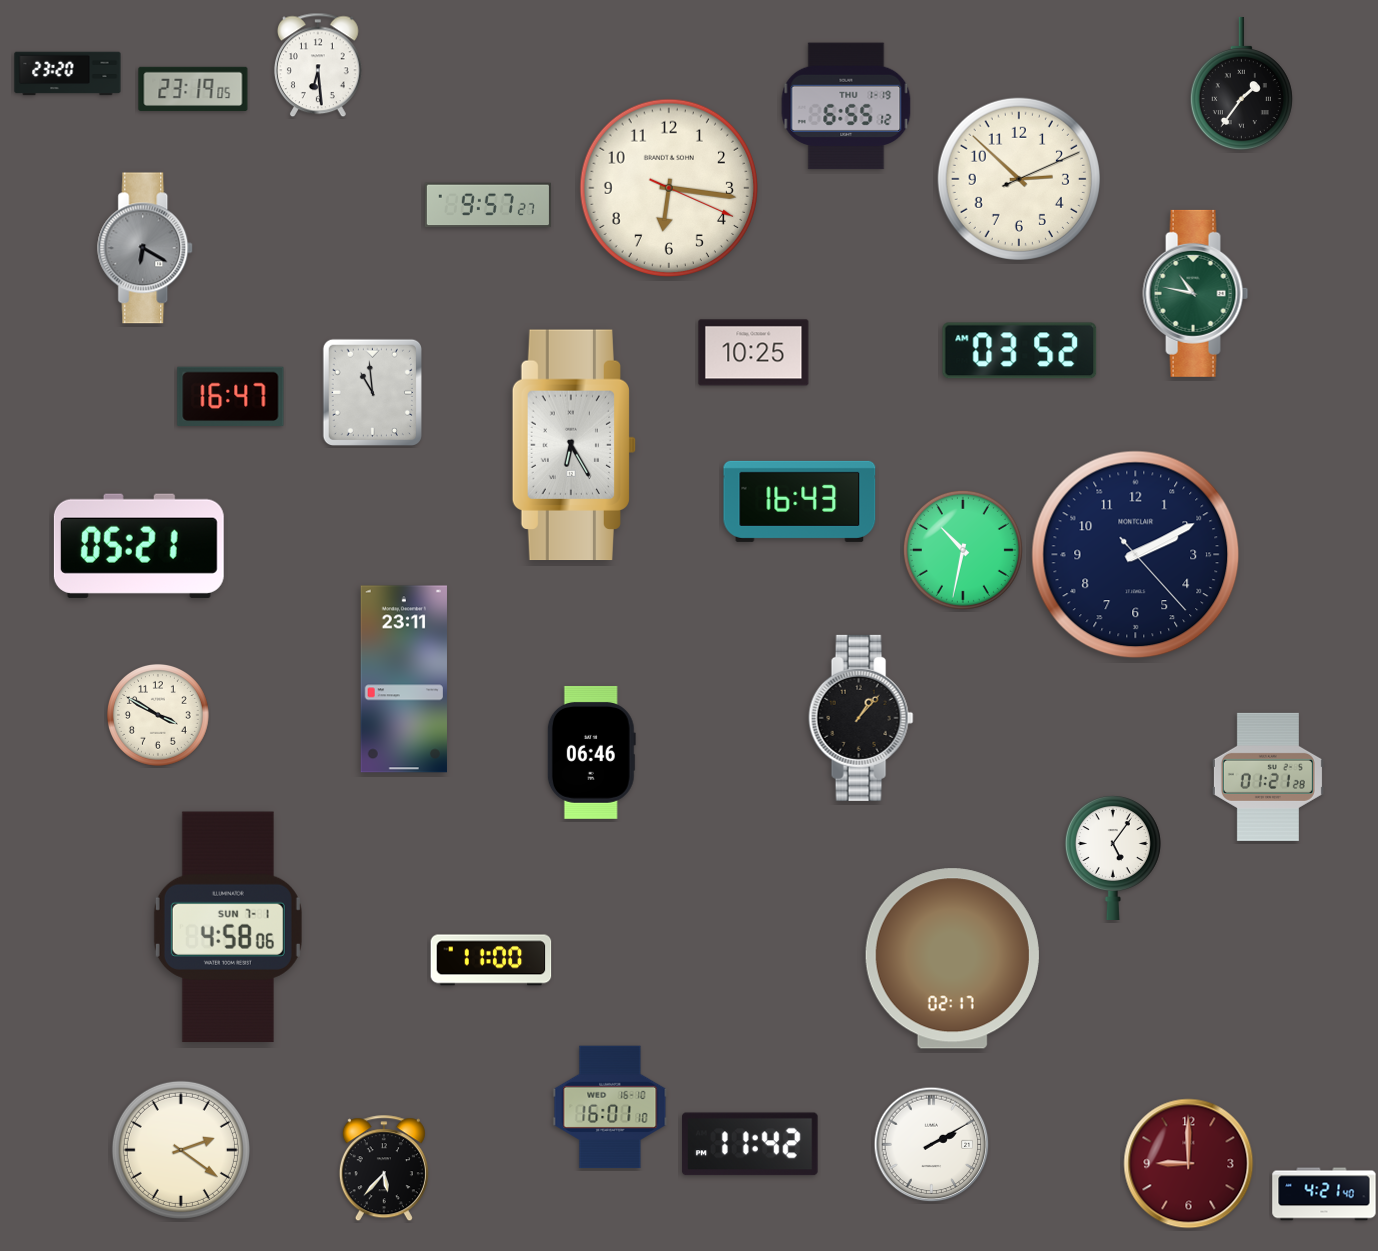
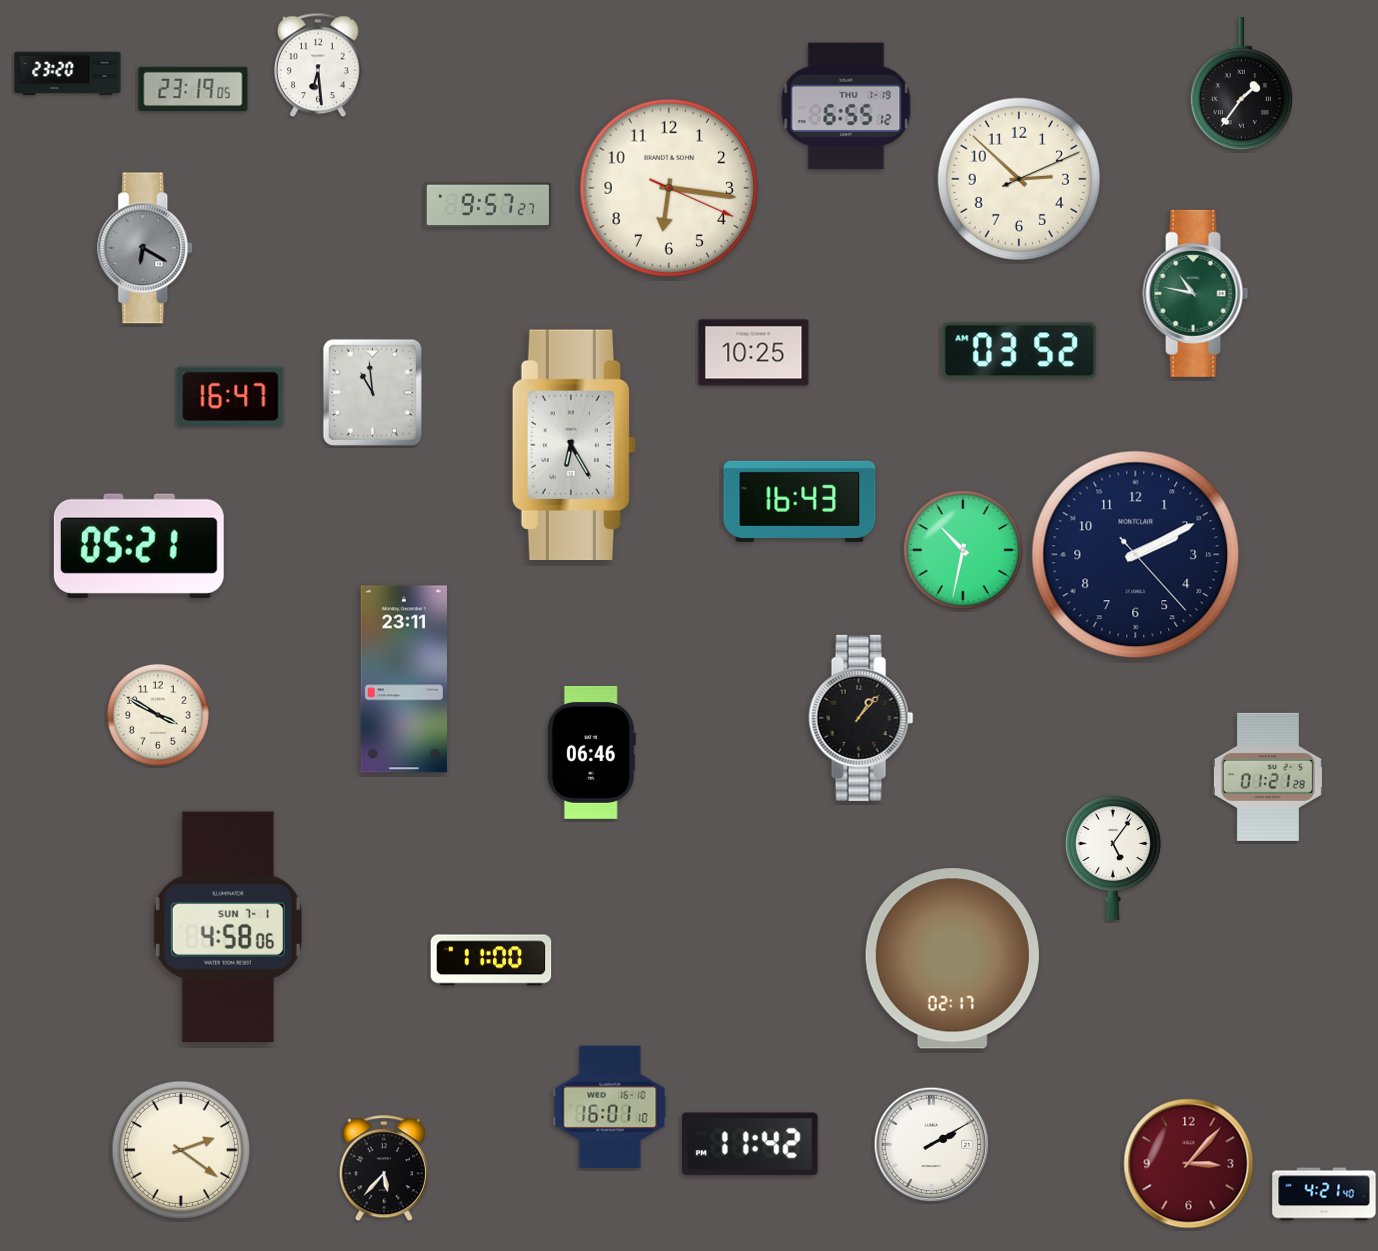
clock at (1189, 1164): 9:00 -> 3:07
